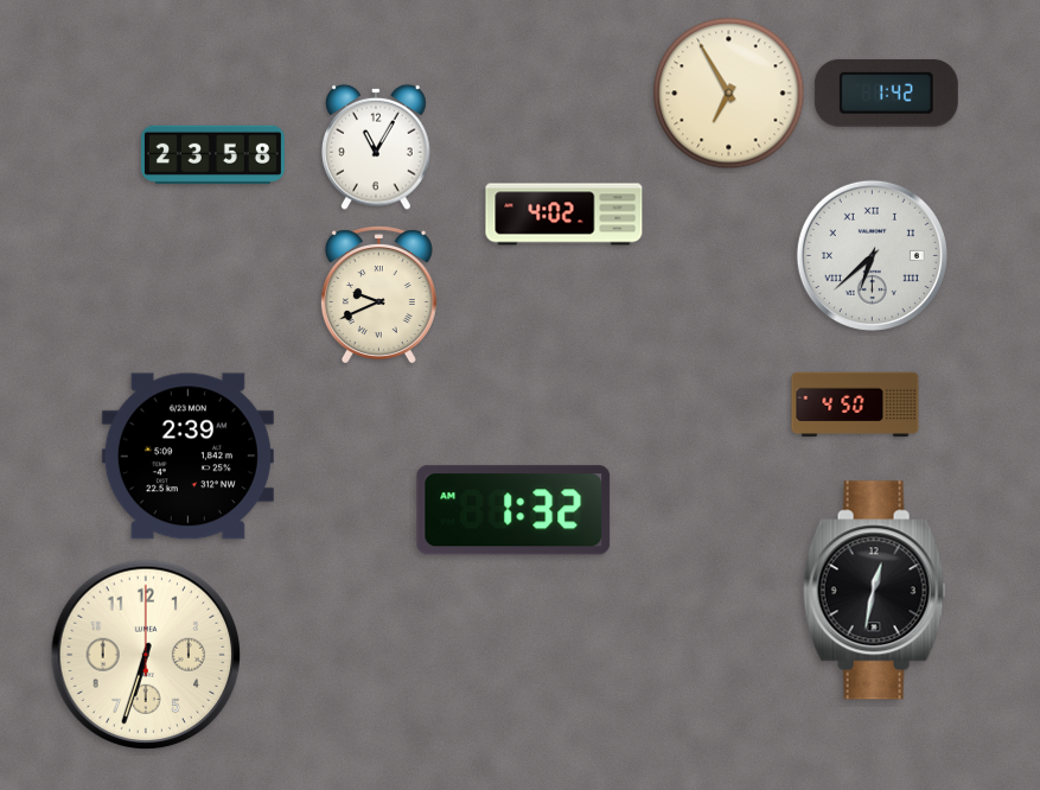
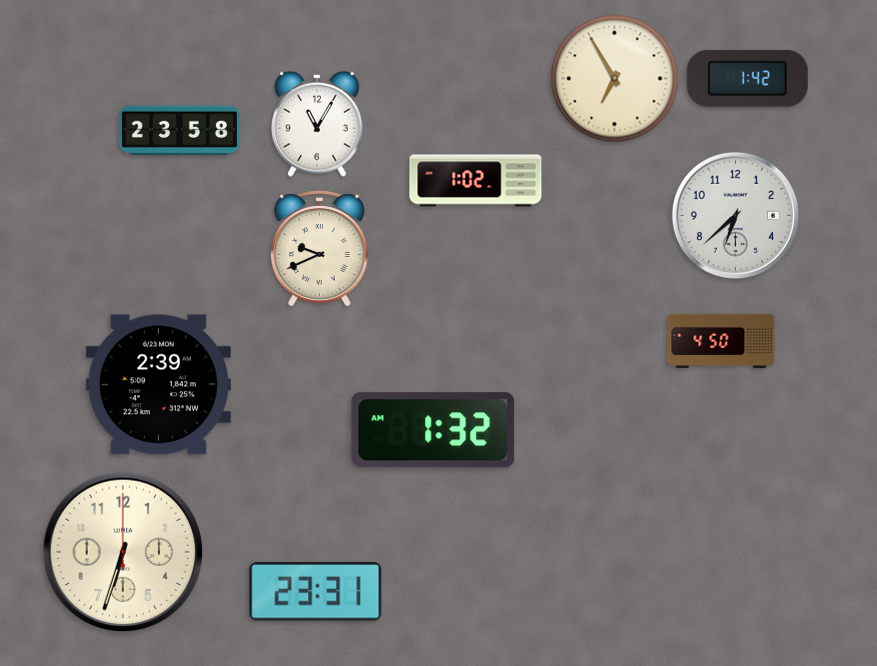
clock at (564, 215): 4:02 -> 1:02
clock at (872, 255) numerals: Roman -> Arabic
clock at (875, 591): 12:32 -> none
clock at (316, 592): none -> 23:31
